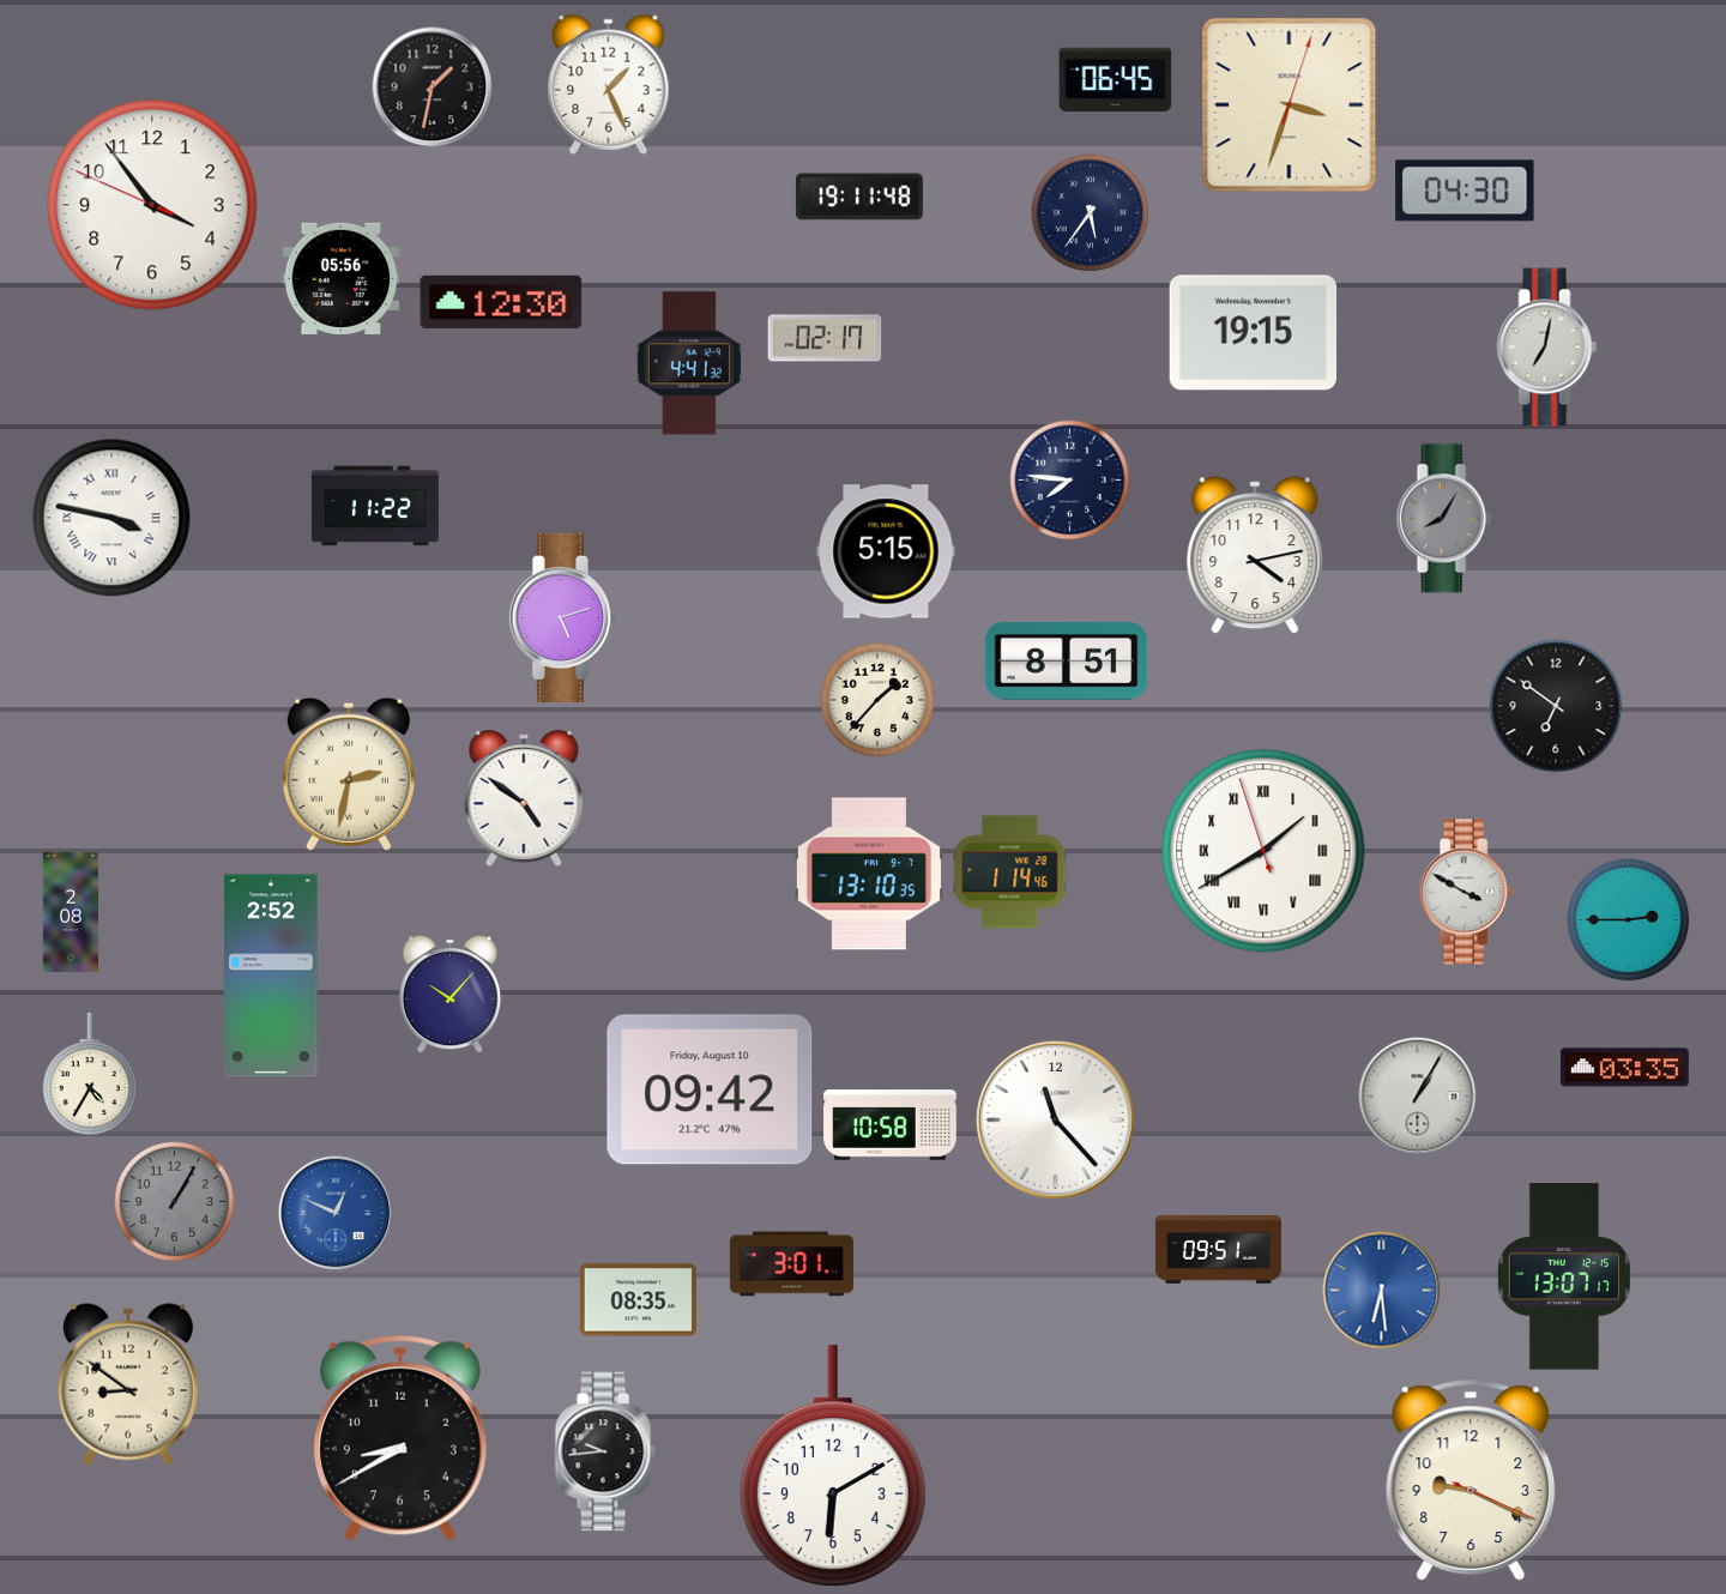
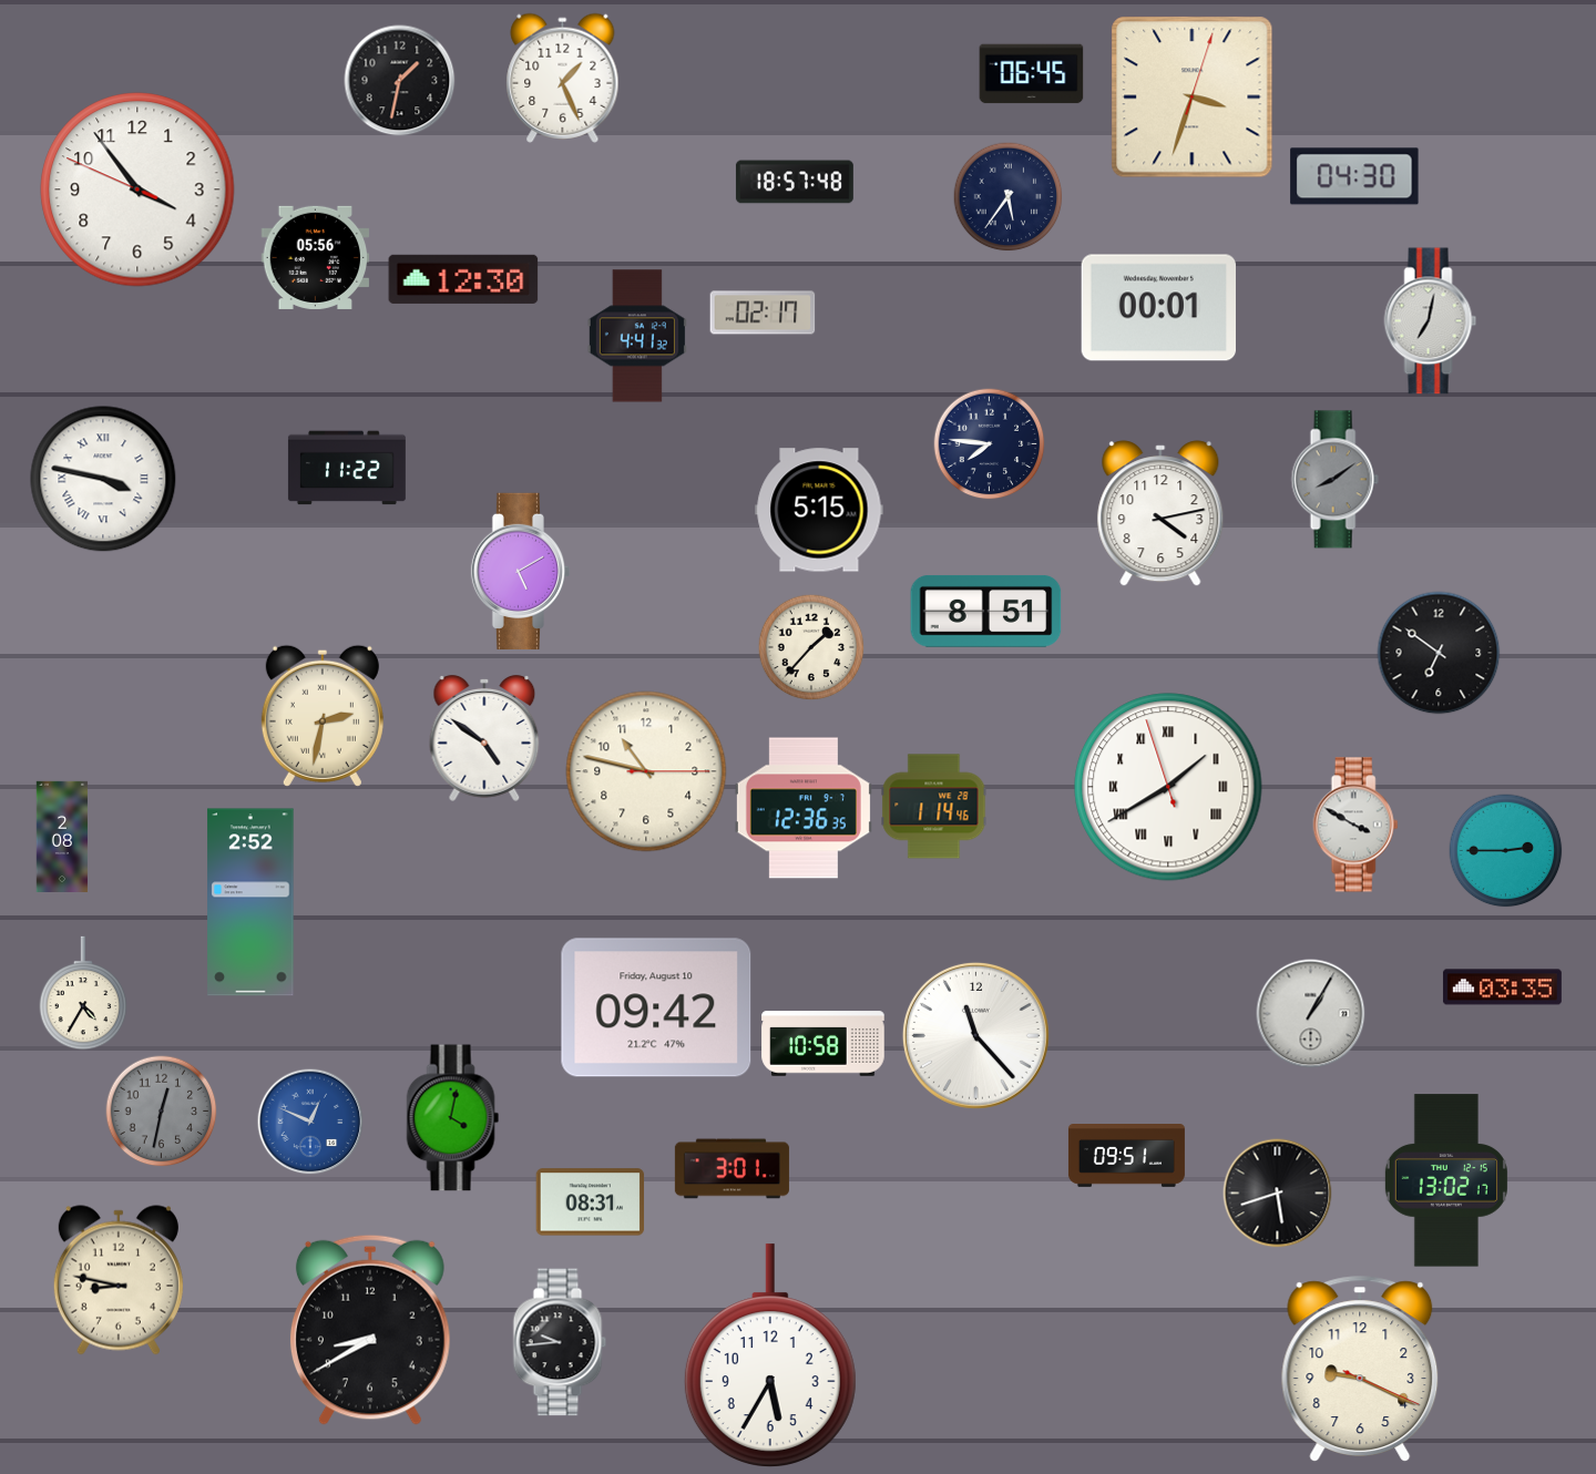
clock at (859, 197): 19:11 -> 18:57
clock at (152, 205) position: (152, 205) -> (137, 190)
clock at (1253, 333): 19:15 -> 00:01
clock at (1443, 519): 8:05 -> 8:09
clock at (562, 617): 5:12 -> 5:10
clock at (646, 771): none -> 10:47
clock at (869, 874): 13:10 -> 12:36
clock at (71, 912) position: (71, 912) -> (62, 837)
clock at (451, 994): 10:07 -> none
clock at (891, 1125) position: (891, 1125) -> (823, 1044)
clock at (175, 1202): 1:05 -> 12:32
clock at (453, 1118): none -> 4:02
clock at (1564, 1276): 13:07 -> 13:02
clock at (1382, 1291): 6:29 -> 5:42
clock at (1382, 1291) dial: blue -> black
clock at (639, 1300): 08:35 -> 08:31
clock at (128, 1384): 8:51 -> 8:47
clock at (833, 1466): 6:10 -> 5:35
